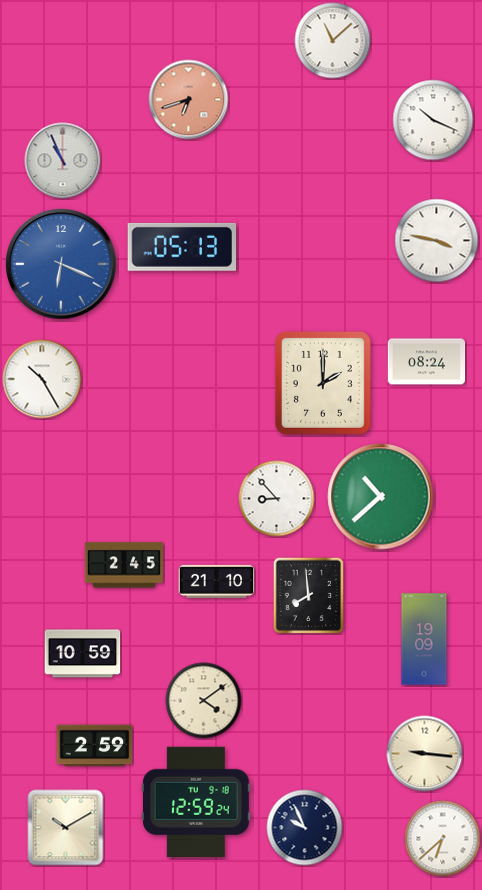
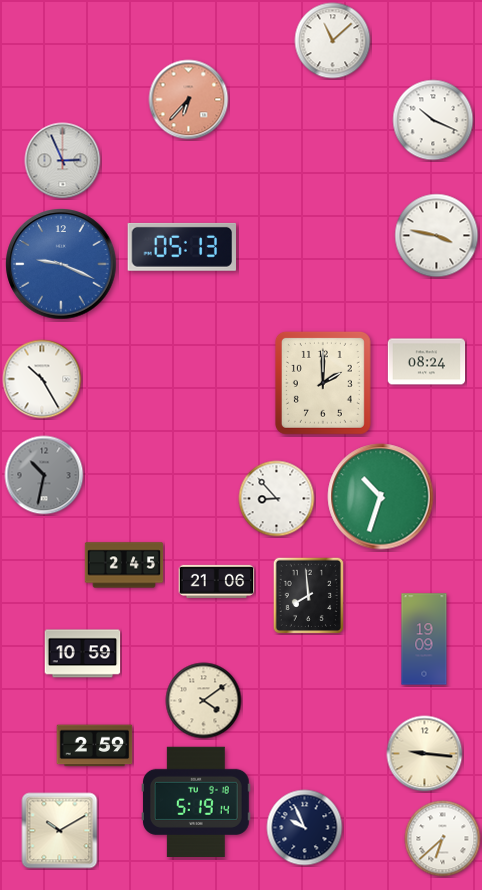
clock at (189, 100): 6:42 -> 6:37
clock at (63, 161): 10:56 -> 2:56
clock at (437, 241) position: (437, 241) -> (437, 236)
clock at (61, 264): 6:19 -> 9:19
clock at (44, 475): none -> 10:32
clock at (381, 497): 10:38 -> 10:33
clock at (217, 581): 21:10 -> 21:06
clock at (197, 801): 12:59 -> 5:19
clock at (66, 828) position: (66, 828) -> (60, 831)
